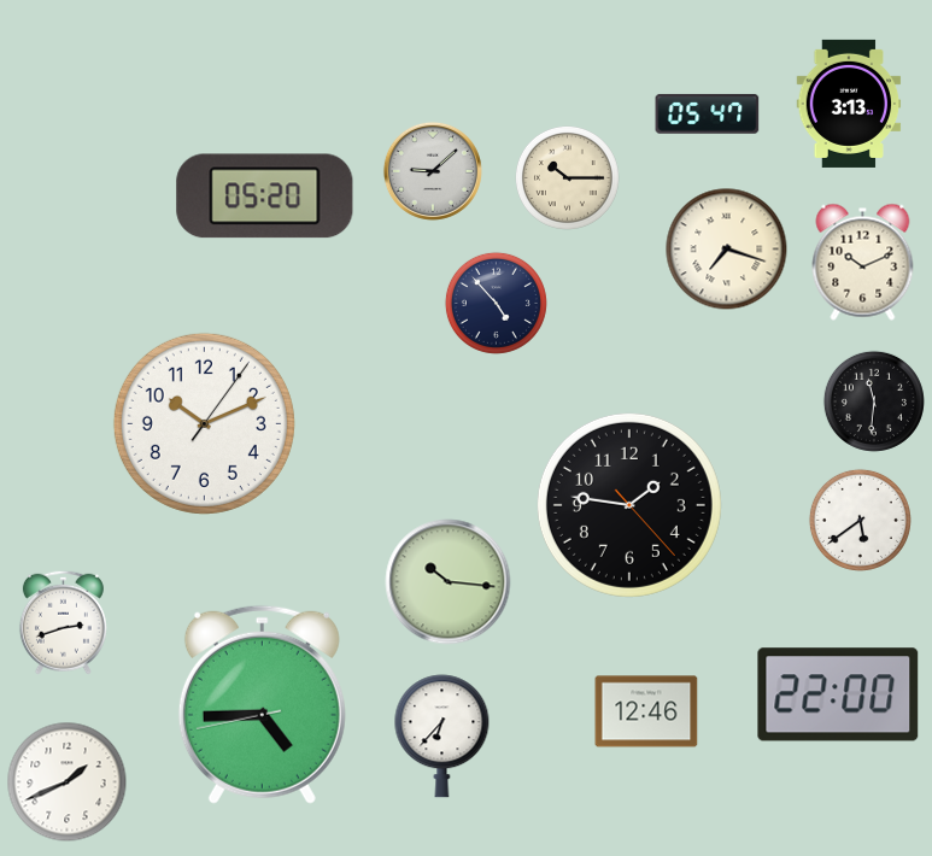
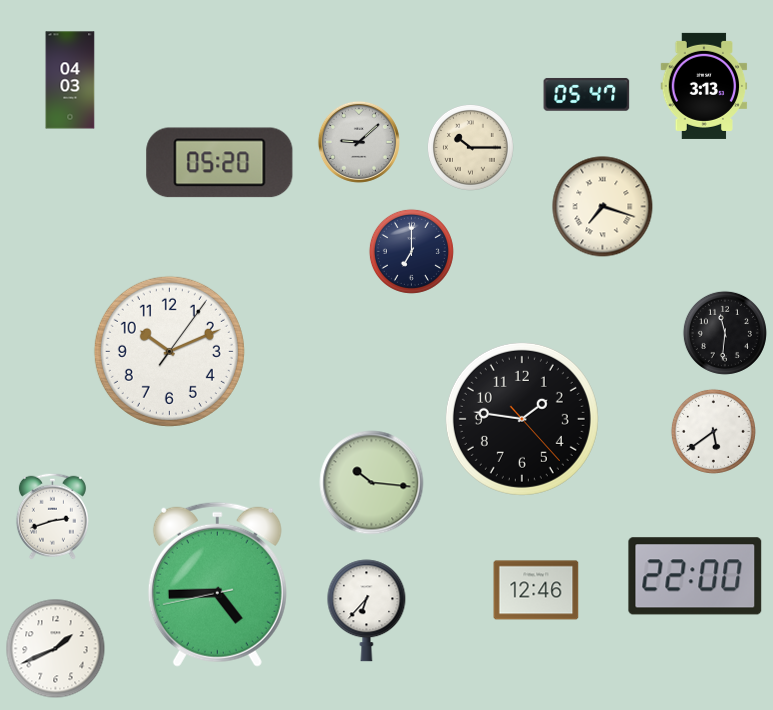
clock at (70, 80): none -> 04:03
clock at (863, 262): 10:11 -> none
clock at (496, 303): 4:53 -> 7:00
